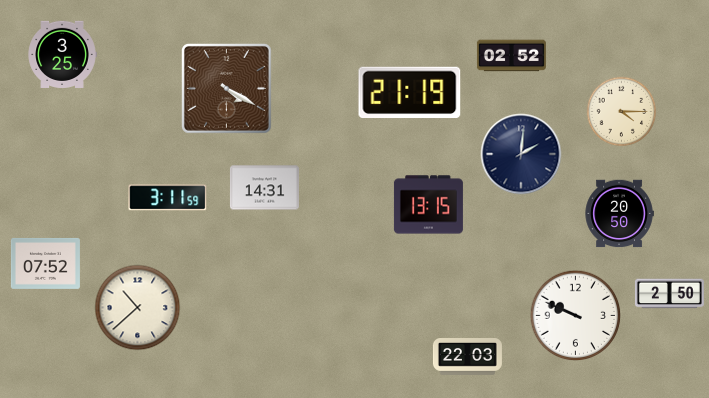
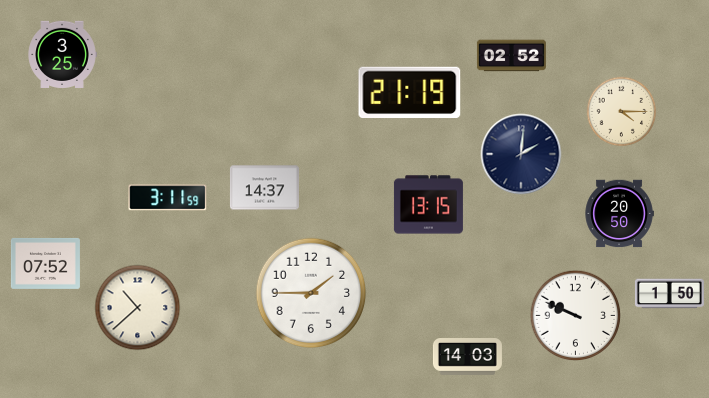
clock at (226, 88): 4:20 -> none
clock at (264, 188): 14:31 -> 14:37
clock at (311, 293): none -> 1:45
clock at (669, 294): 2:50 -> 1:50
clock at (467, 357): 22:03 -> 14:03
